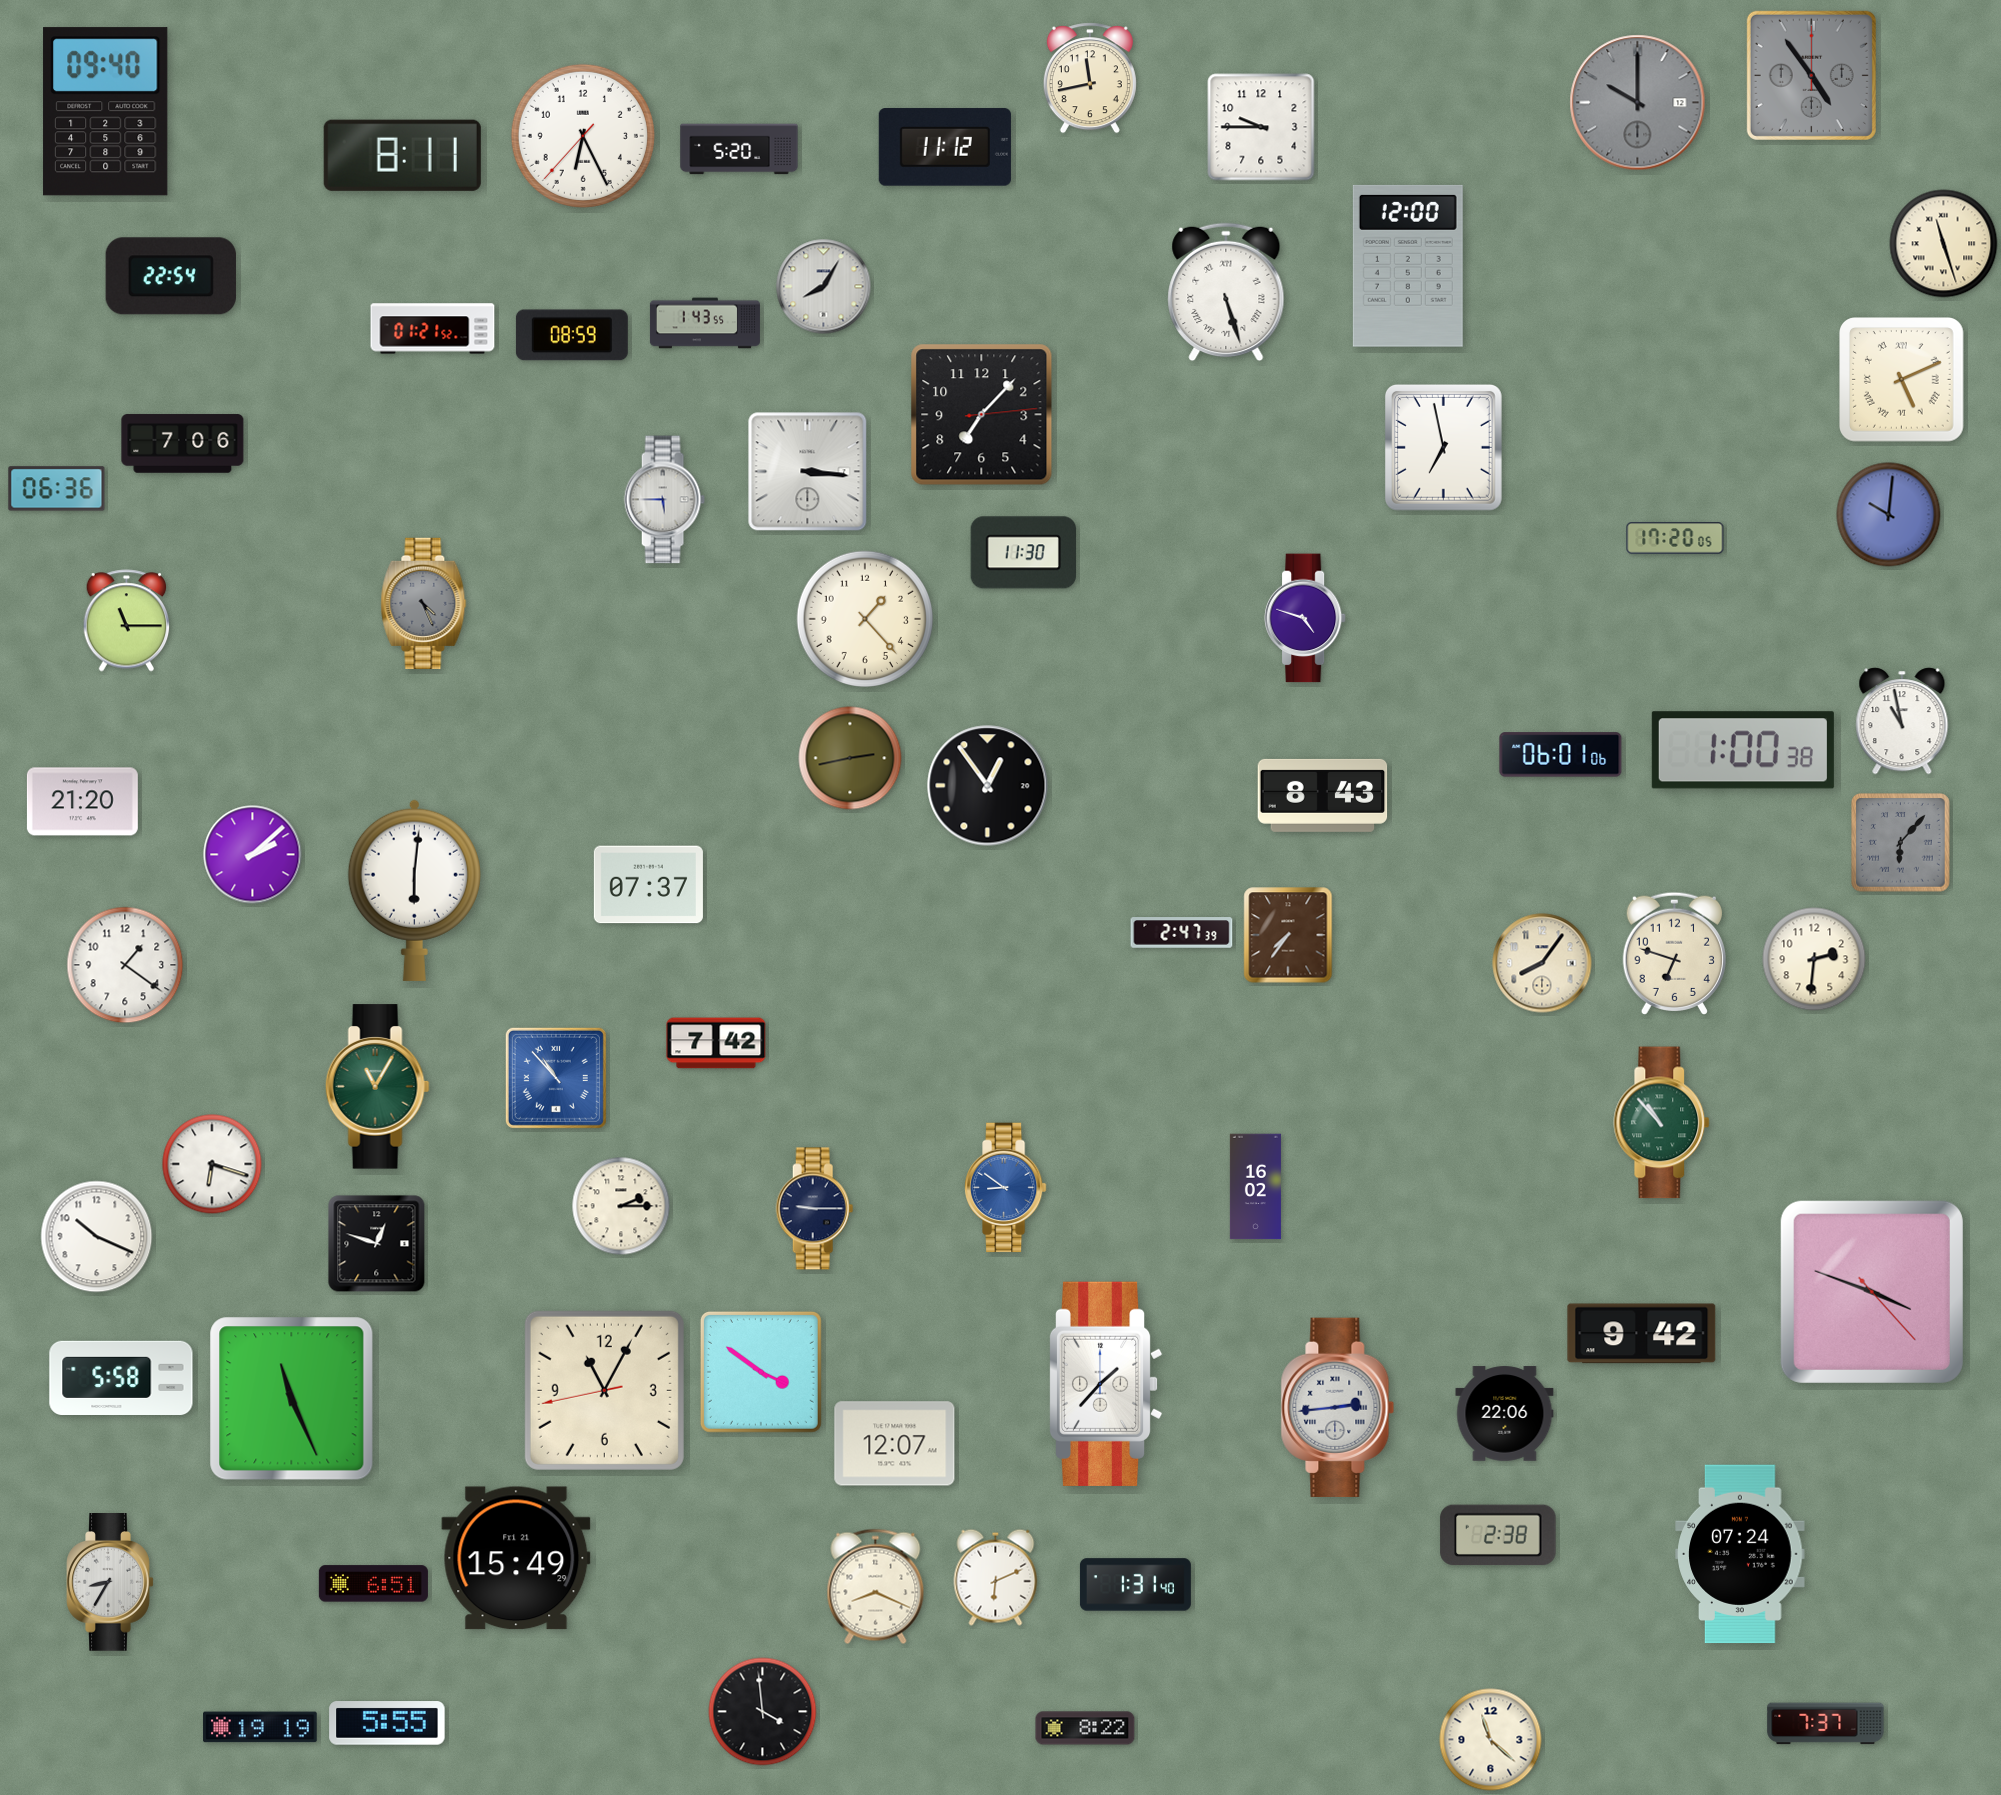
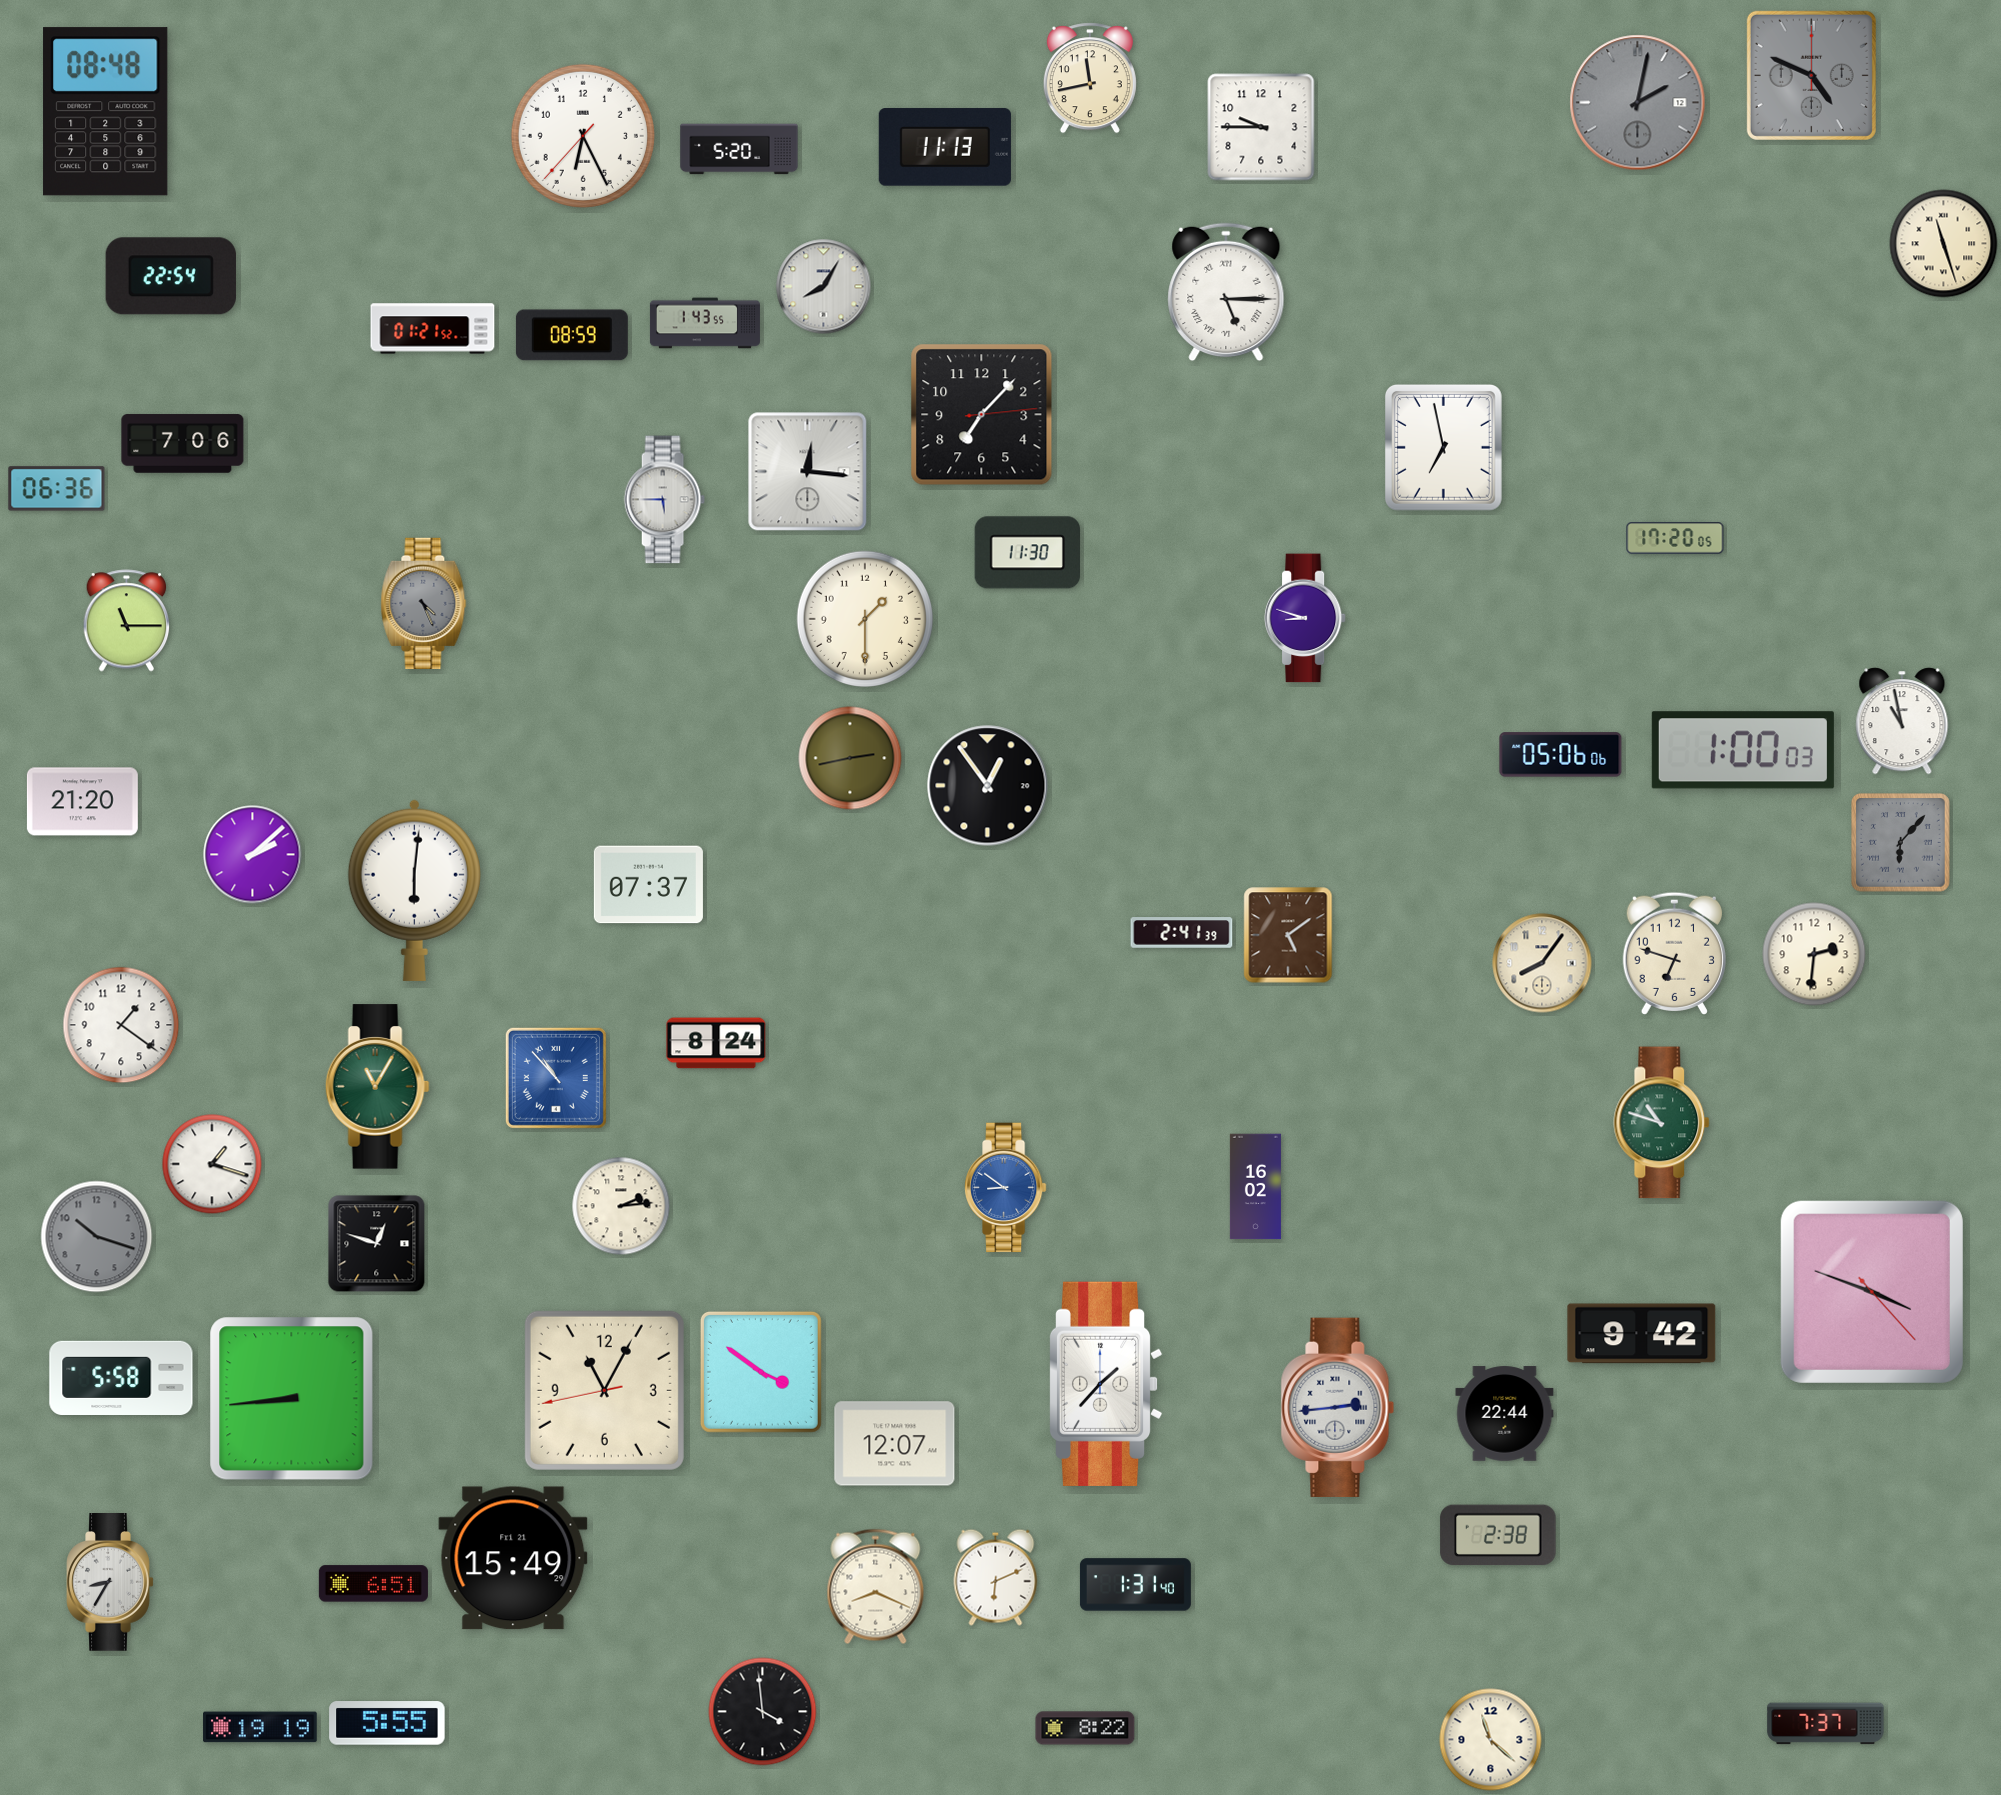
clock at (1811, 75): 4:54 -> 4:49
clock at (1638, 103): 10:00 -> 2:02
clock at (106, 112): 09:40 -> 08:48
clock at (945, 147): 11:12 -> 11:13
clock at (402, 155): 8:11 -> none
clock at (1408, 266): 12:00 -> none
clock at (1226, 292): 5:27 -> 5:15
clock at (1902, 380): 5:11 -> none
clock at (808, 472): 3:16 -> 12:16
clock at (1889, 515): 10:01 -> none
clock at (1024, 553) position: (1024, 553) -> (1028, 553)
clock at (864, 618): 1:23 -> 1:30
clock at (1305, 618): 4:48 -> 8:48
clock at (1743, 750): 1:00:38 -> 1:00:03
clock at (1561, 755): 06:01 -> 05:06
clock at (1323, 795): 8:43 -> none
clock at (1182, 933): 2:47 -> 2:41
clock at (1288, 935): 7:36 -> 5:09
clock at (1814, 959) position: (1814, 959) -> (1814, 954)
clock at (125, 965) position: (125, 965) -> (121, 1025)
clock at (716, 1043): 7:42 -> 8:24
clock at (1662, 1123): 10:53 -> 10:48
clock at (212, 1164): 6:18 -> 1:18
clock at (621, 1206): 2:15 -> 2:14
clock at (815, 1209): 9:15 -> none
clock at (97, 1237): 10:19 -> 10:18
clock at (97, 1237) dial: white -> grey
clock at (292, 1399): 11:26 -> 8:44
clock at (1505, 1414): 22:06 -> 22:44
clock at (1740, 1554): 07:24 -> none
clock at (516, 1558) position: (516, 1558) -> (513, 1558)
